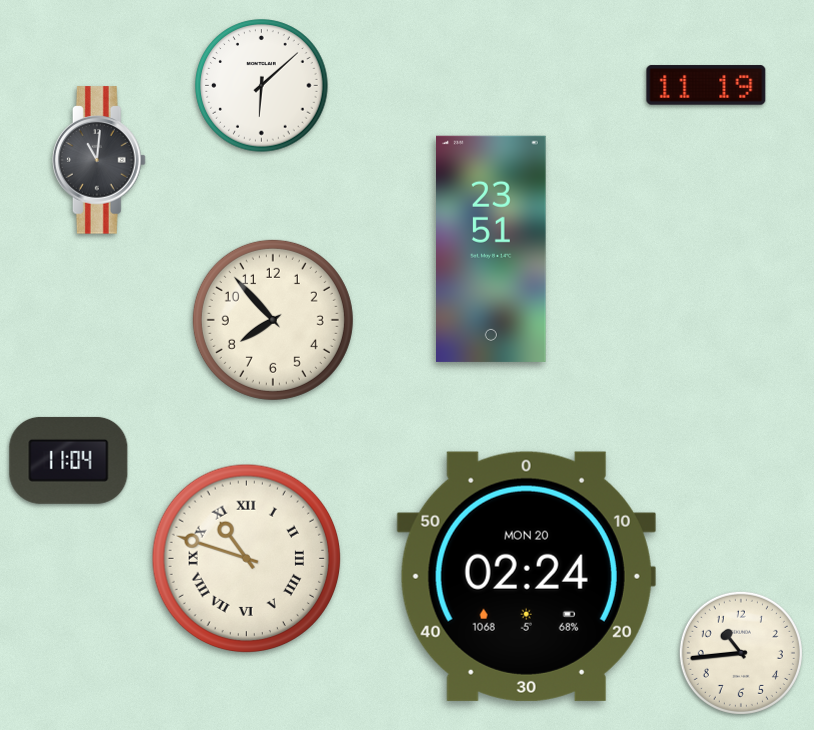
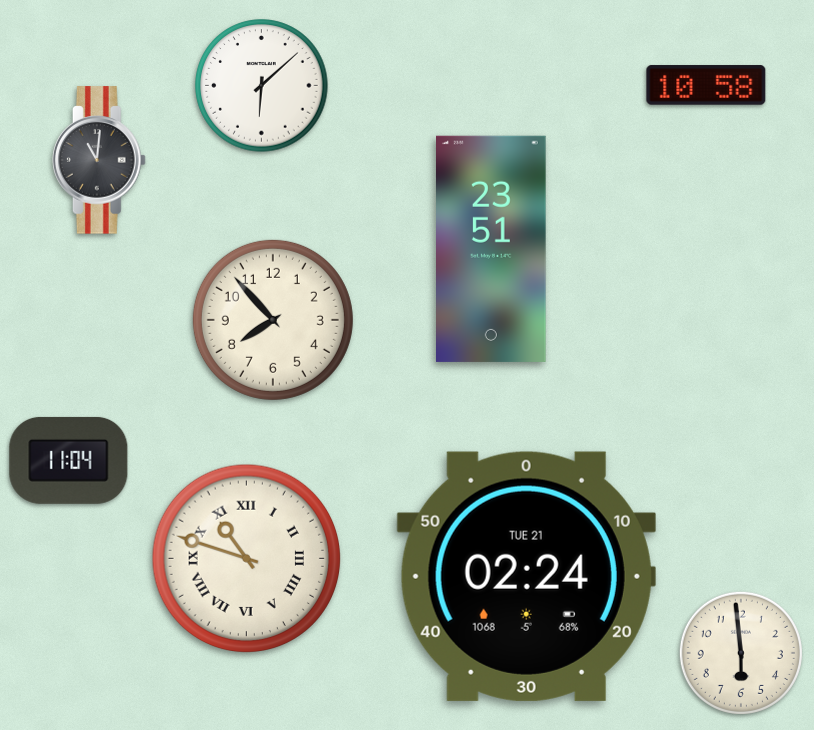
clock at (706, 85): 11:19 -> 10:58
clock at (526, 576) date: MON 20 -> TUE 21
clock at (741, 653): 10:44 -> 5:59
